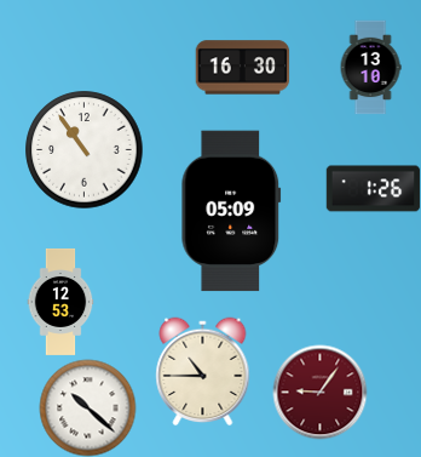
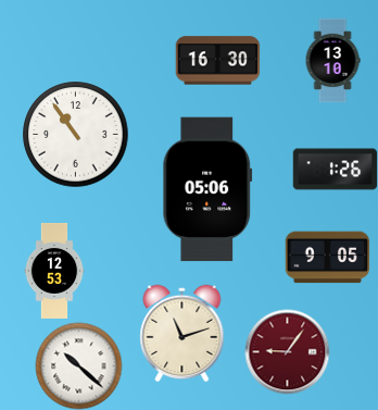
clock at (231, 211): 05:09 -> 05:06
clock at (327, 258): none -> 9:05
clock at (203, 371): 10:45 -> 11:12
